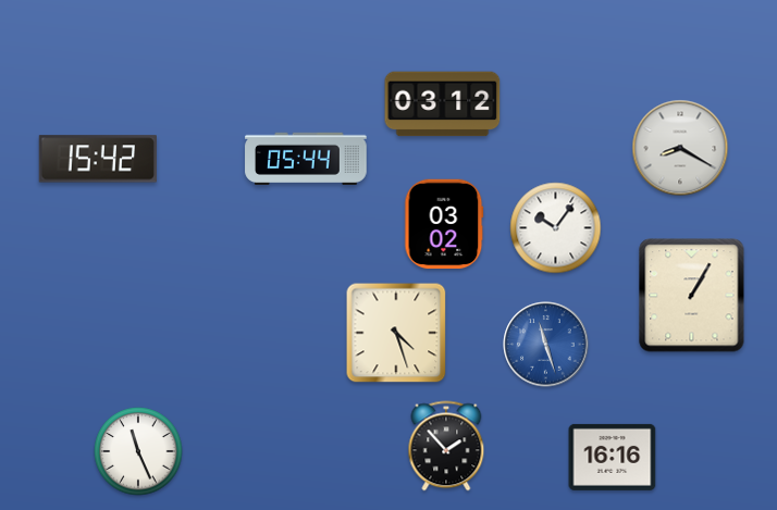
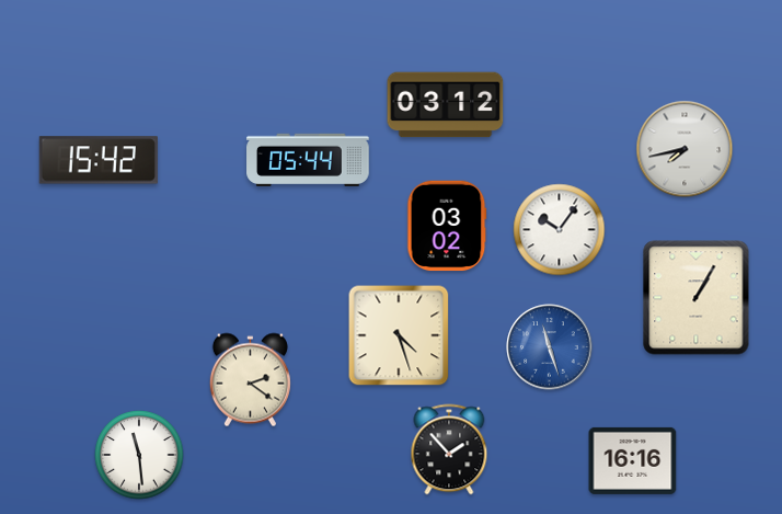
clock at (680, 148): 8:20 -> 7:43
clock at (250, 380): none -> 2:21
clock at (138, 451): 11:26 -> 11:29
clock at (613, 457) position: (613, 457) -> (633, 460)
